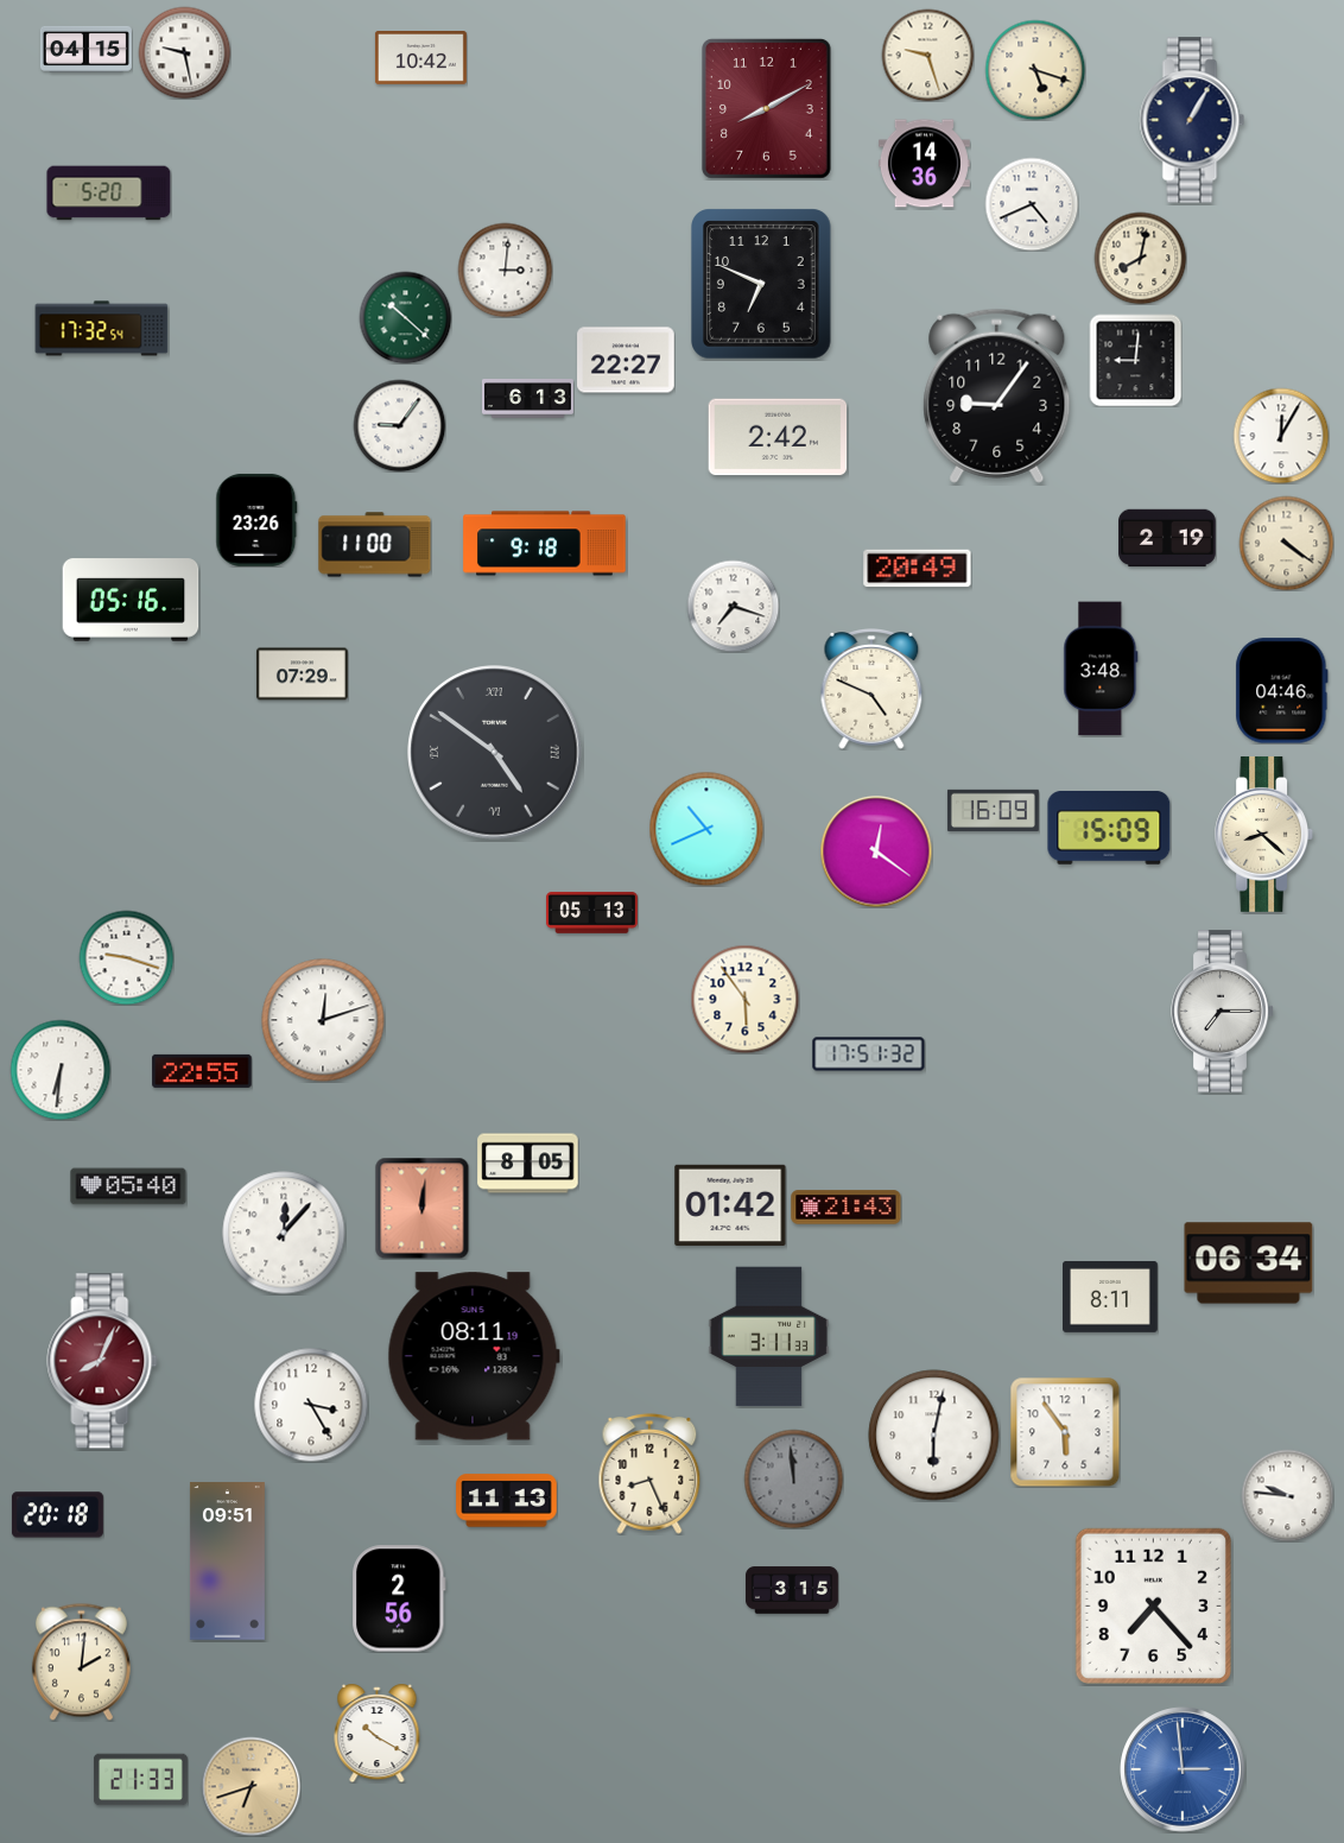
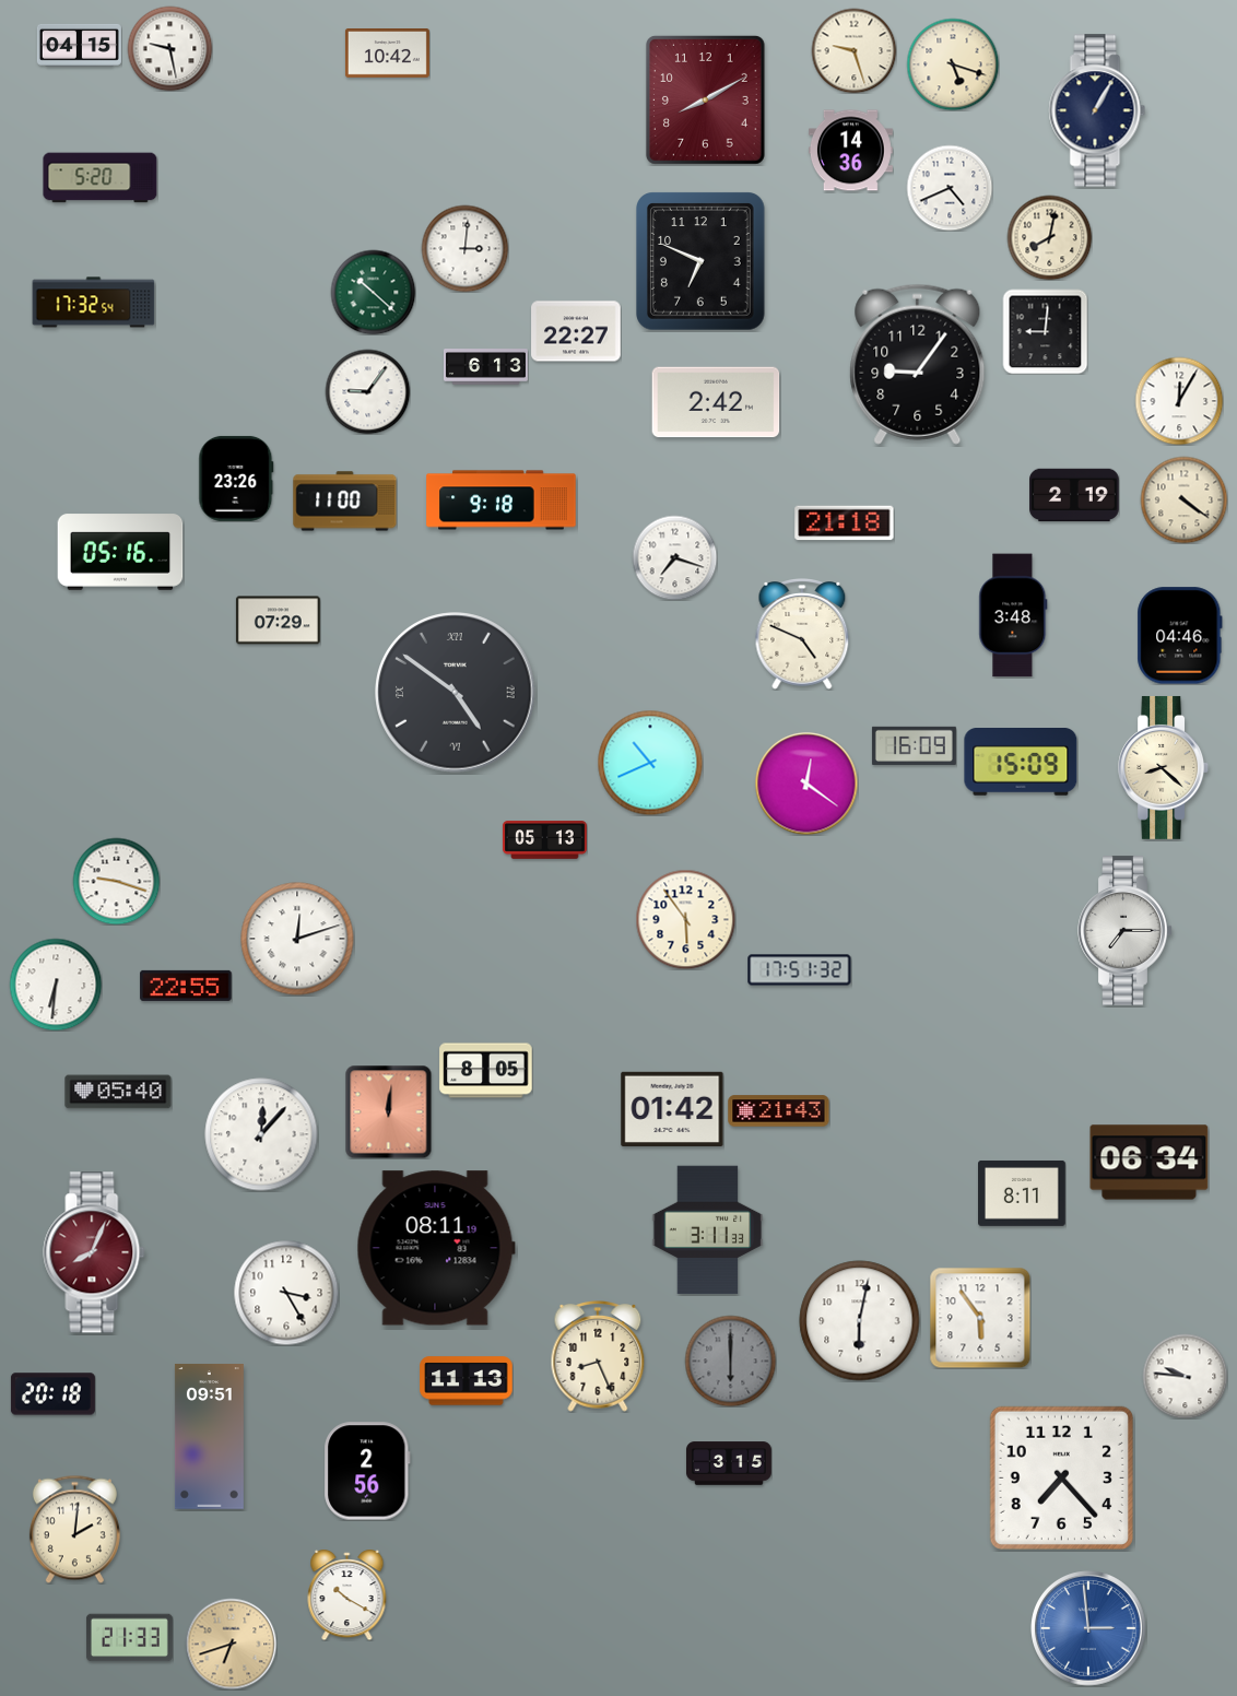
clock at (918, 569): 20:49 -> 21:18
clock at (793, 1478): 11:59 -> 6:00
